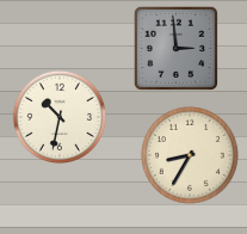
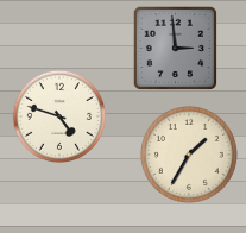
clock at (58, 116): 10:32 -> 4:48
clock at (190, 155): 8:35 -> 1:35
